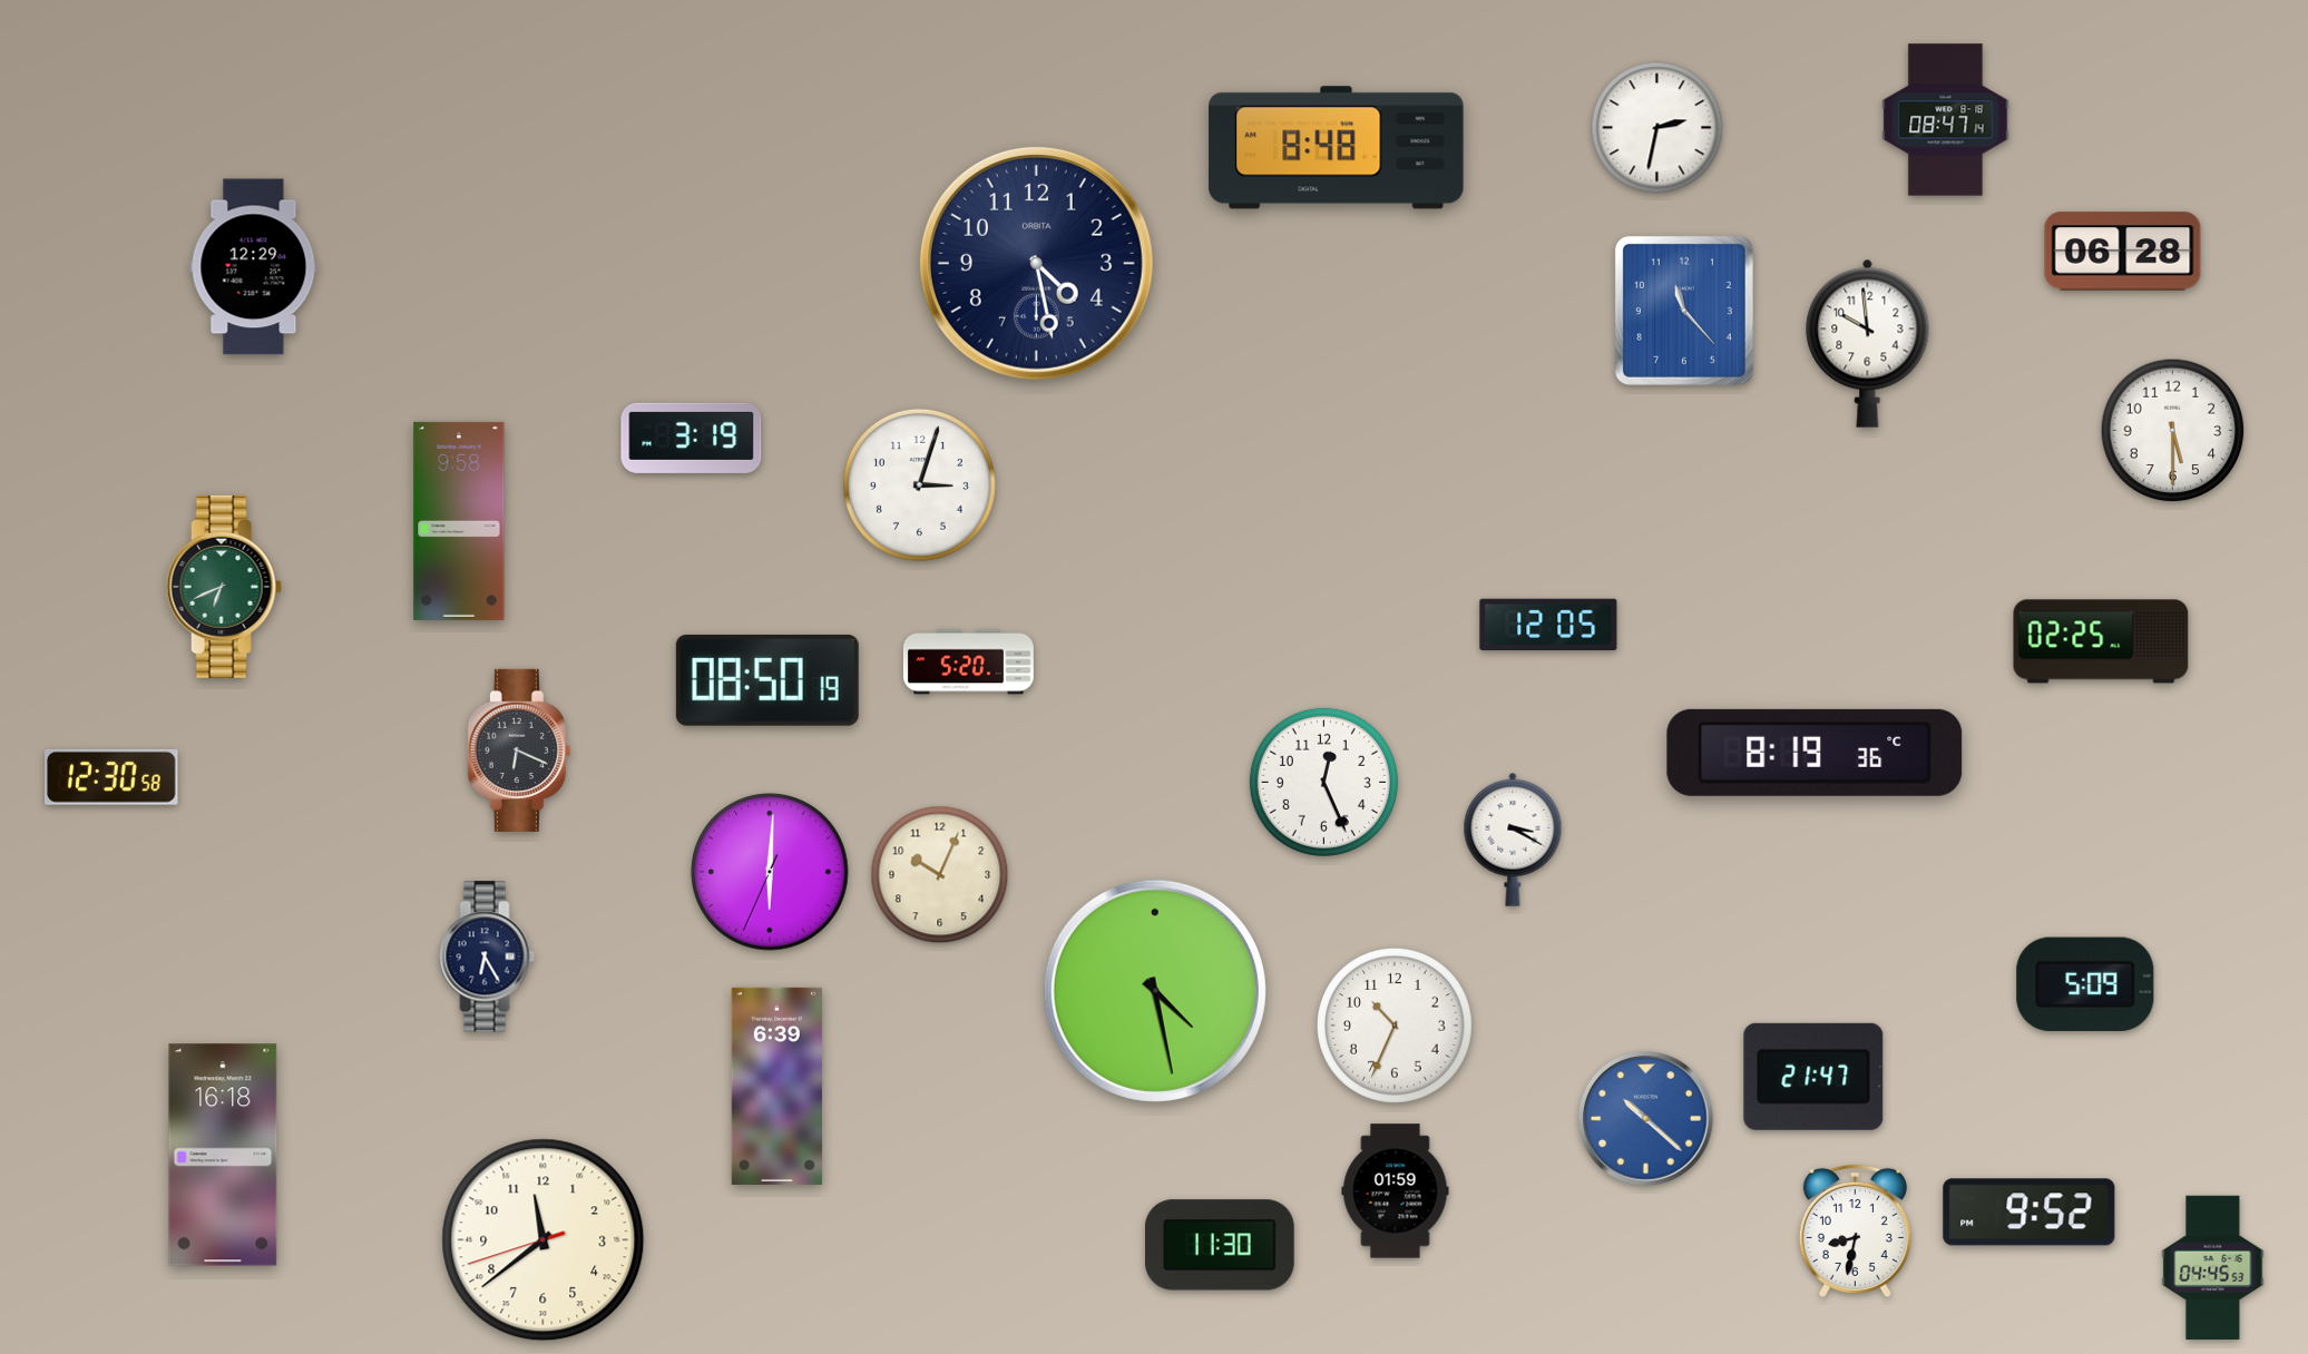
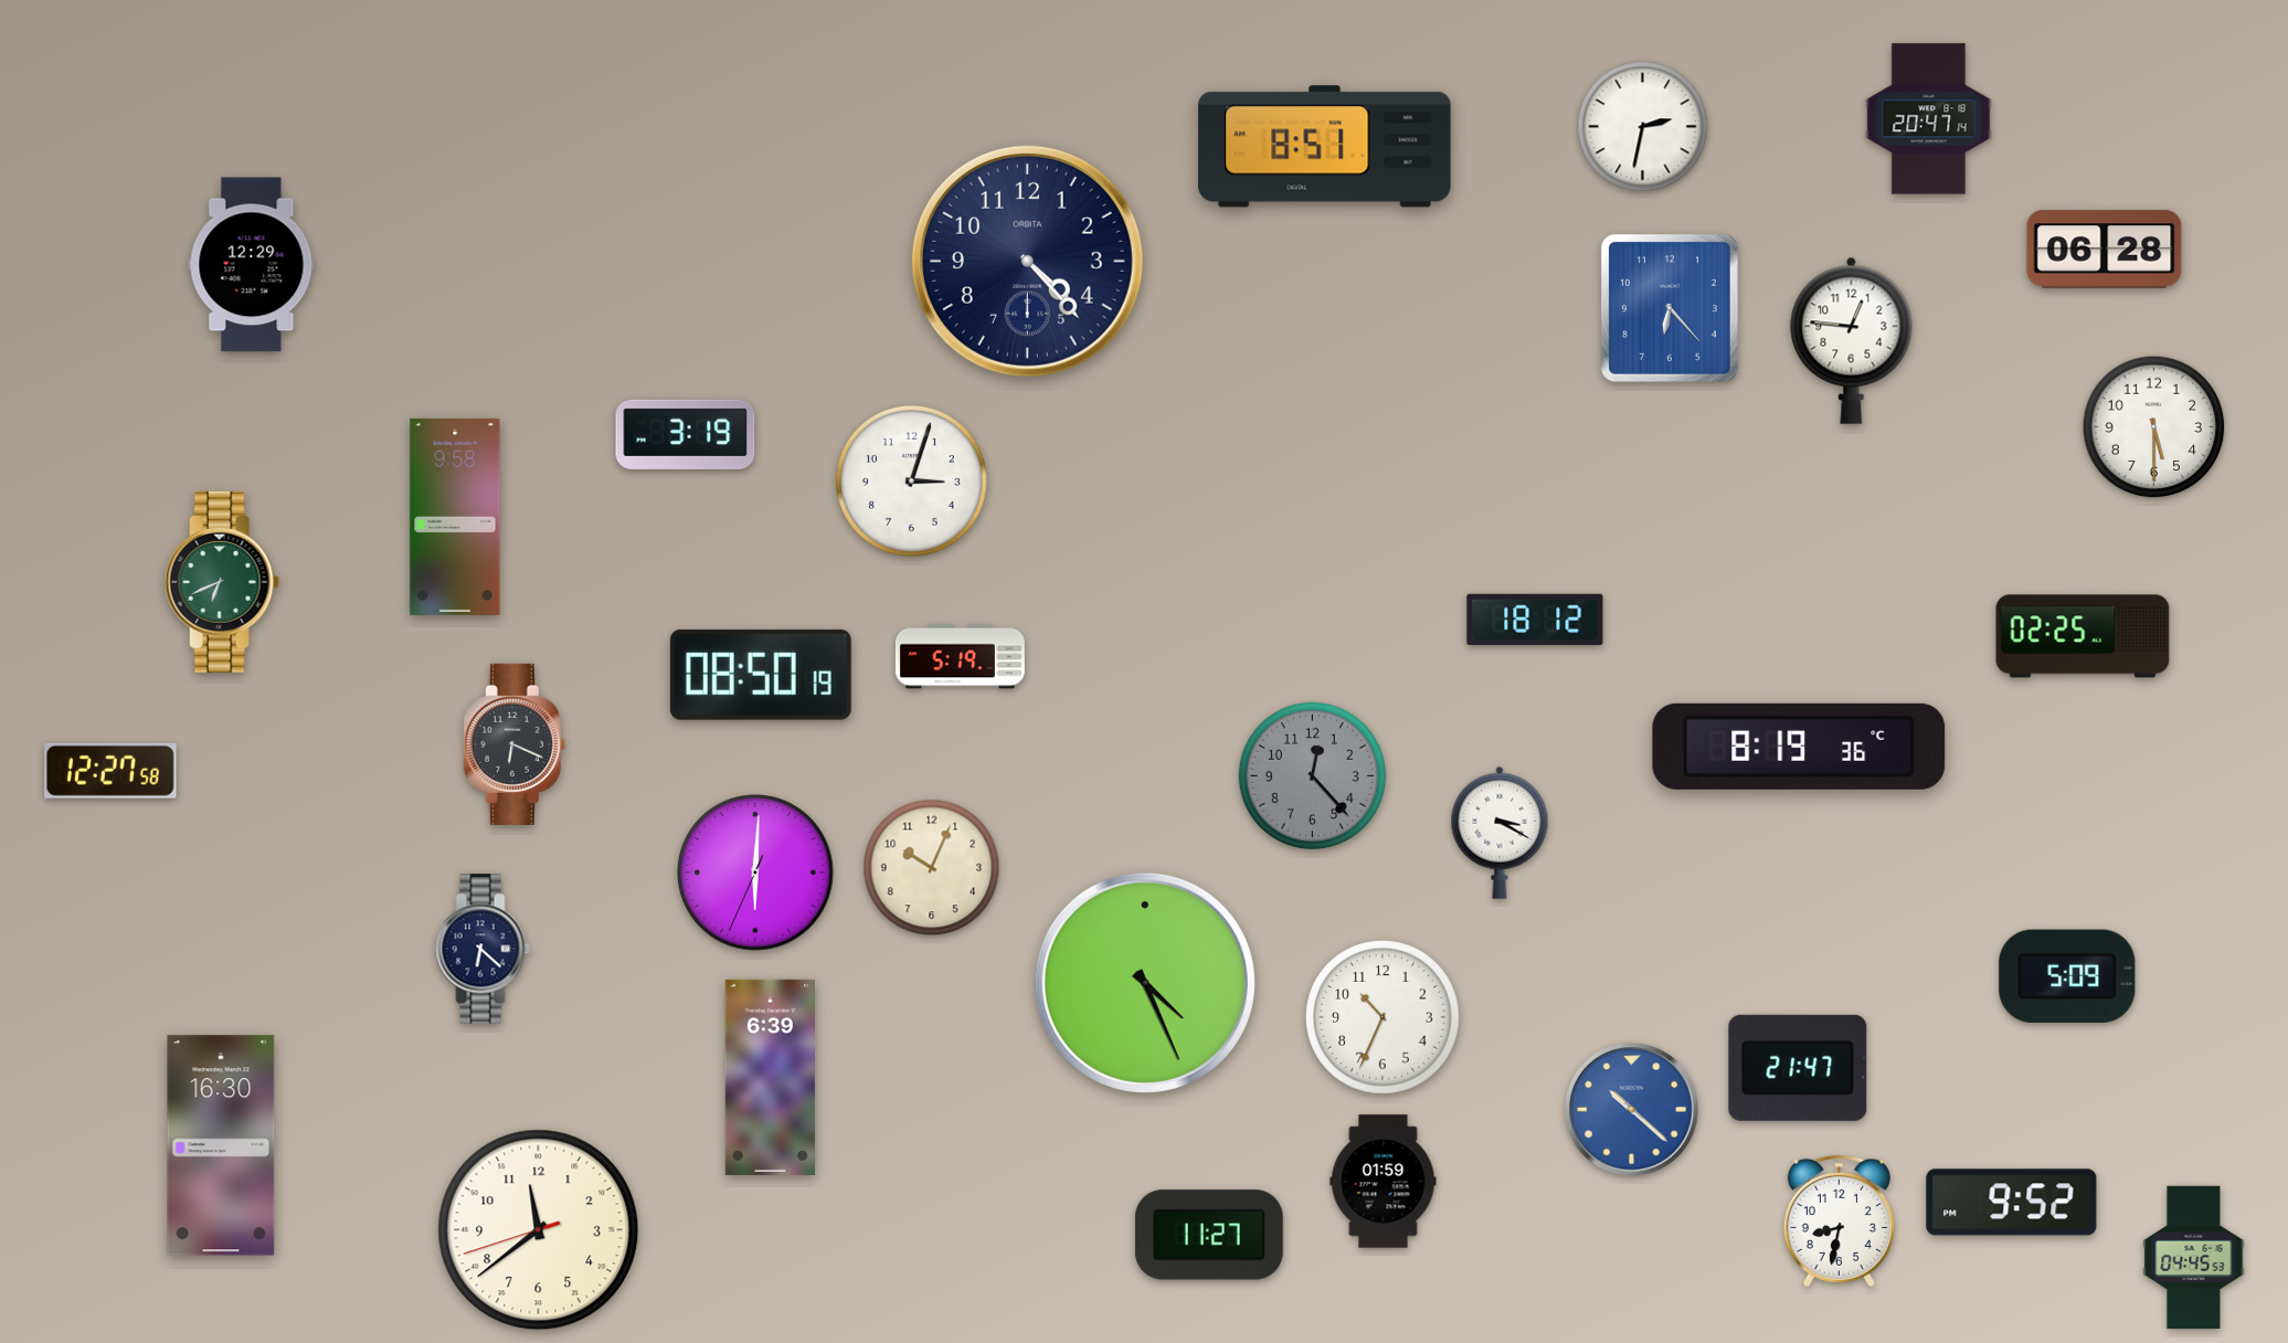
clock at (1946, 120): 08:47 -> 20:47
clock at (1337, 148): 8:48 -> 8:51
clock at (1036, 263): 4:28 -> 4:23
clock at (1684, 311): 11:23 -> 6:23
clock at (1868, 343): 9:59 -> 12:46
clock at (1548, 624): 12:05 -> 18:12
clock at (968, 663): 5:20 -> 5:19
clock at (111, 777): 12:30 -> 12:27
clock at (1323, 782): 12:26 -> 12:23
clock at (1323, 782) dial: white -> grey
clock at (770, 872) position: (770, 872) -> (755, 873)
clock at (487, 956): 6:25 -> 6:22
clock at (1155, 991): 4:28 -> 4:26
clock at (223, 1155): 16:18 -> 16:30
clock at (1220, 1245): 11:30 -> 11:27
